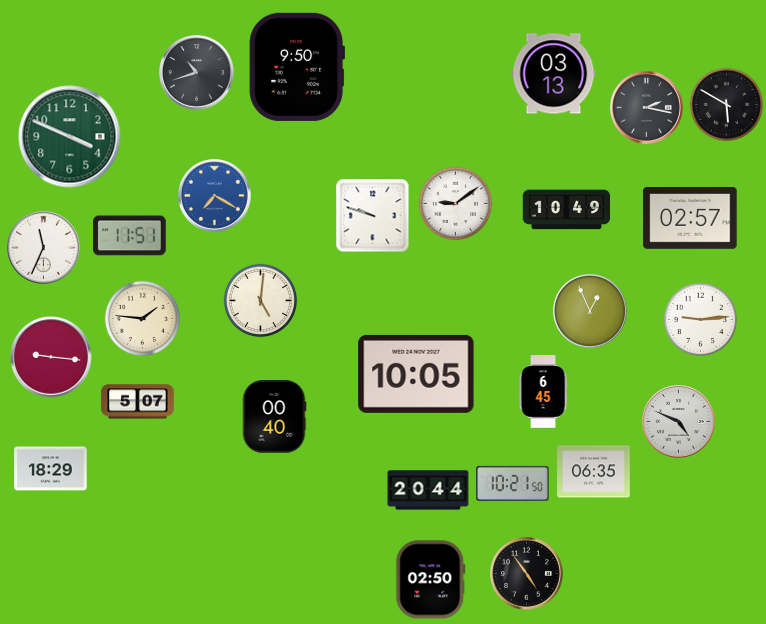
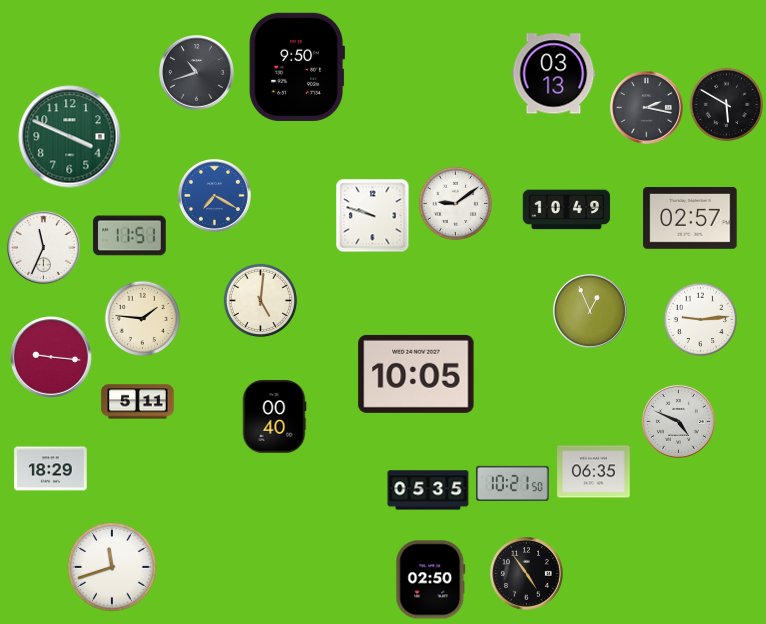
clock at (543, 392): 6:45 -> none
clock at (138, 402): 5:07 -> 5:11
clock at (428, 490): 20:44 -> 05:35
clock at (112, 567): none -> 11:42
